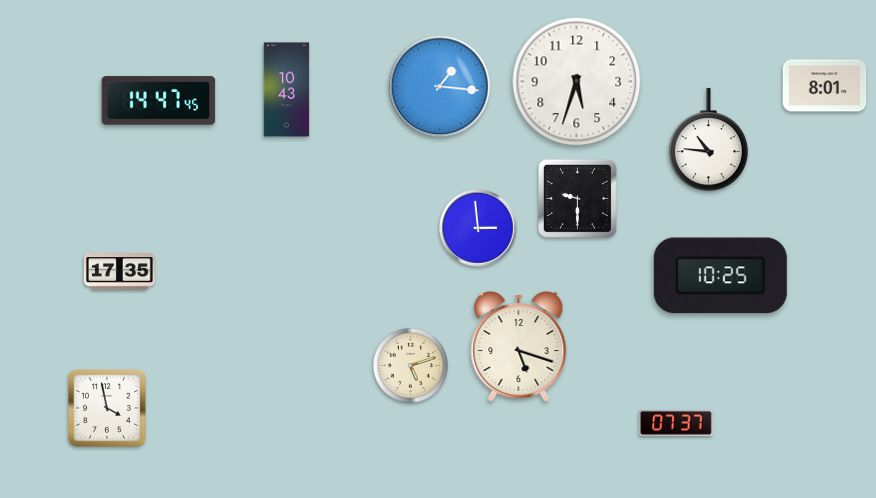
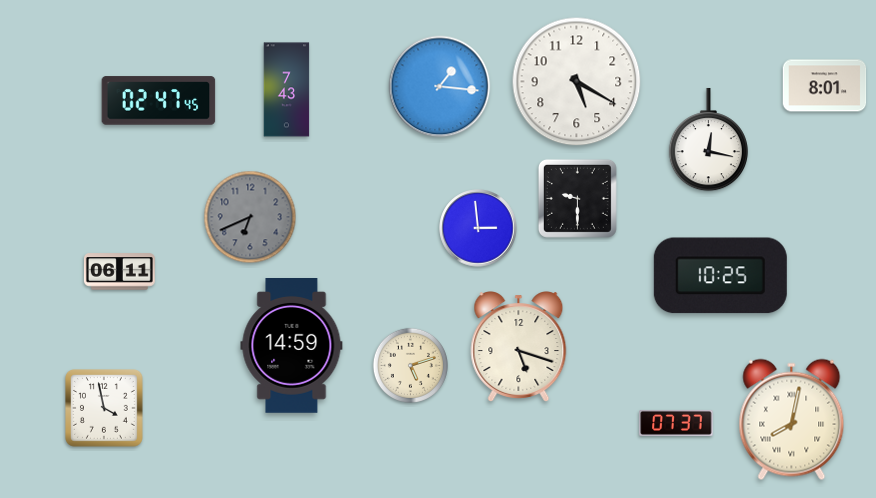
clock at (577, 82): 5:33 -> 5:20
clock at (287, 90): 10:43 -> 7:43
clock at (159, 101): 14:47 -> 02:47
clock at (708, 140): 10:46 -> 12:17
clock at (250, 217): none -> 6:41
clock at (119, 272): 17:35 -> 06:11
clock at (292, 346): none -> 14:59
clock at (108, 409) position: (108, 409) -> (105, 409)
clock at (792, 420): none -> 8:02
